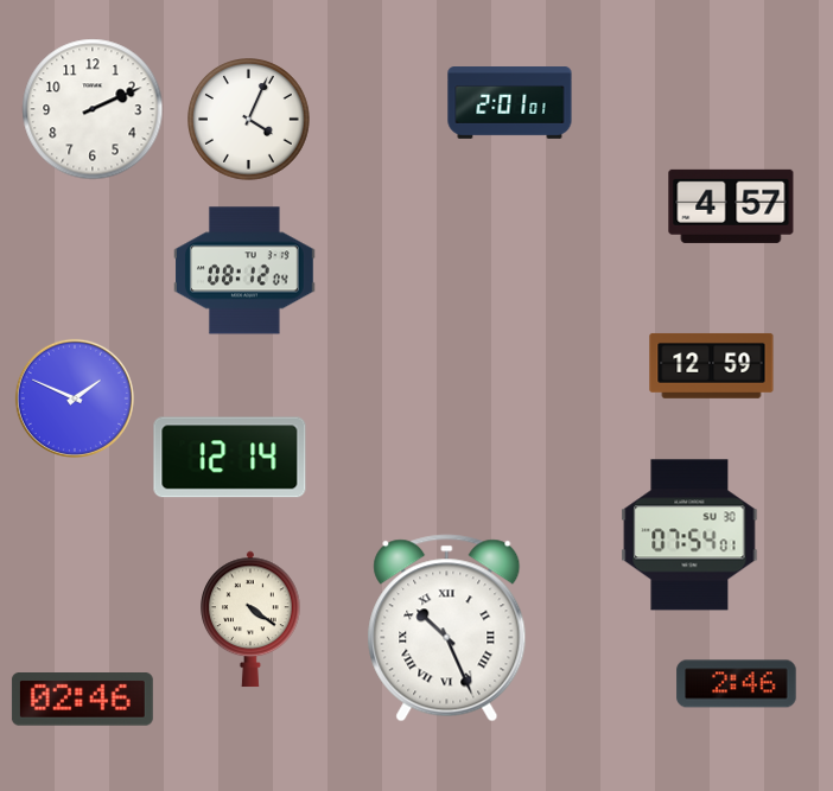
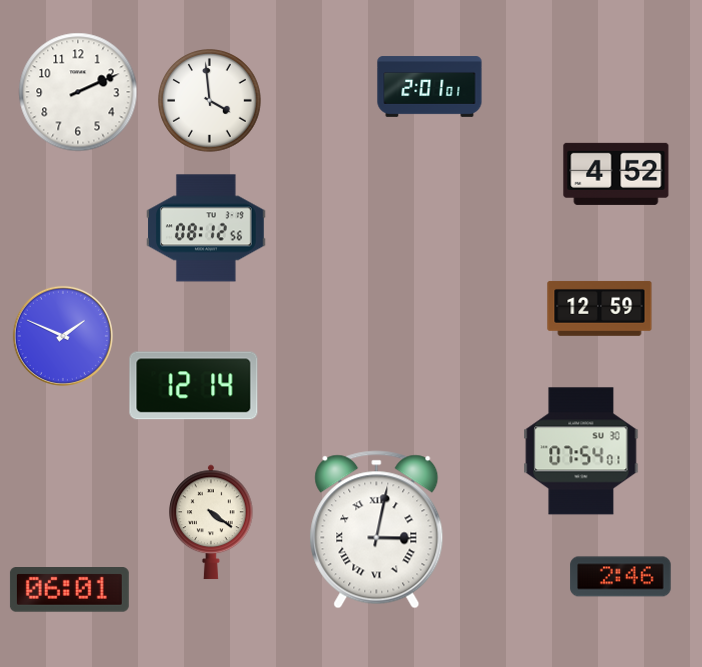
clock at (249, 120): 4:04 -> 3:59
clock at (731, 206): 4:57 -> 4:52
clock at (246, 270): 08:12:04 -> 08:12:56
clock at (447, 629): 10:26 -> 3:02
clock at (82, 700): 02:46 -> 06:01
